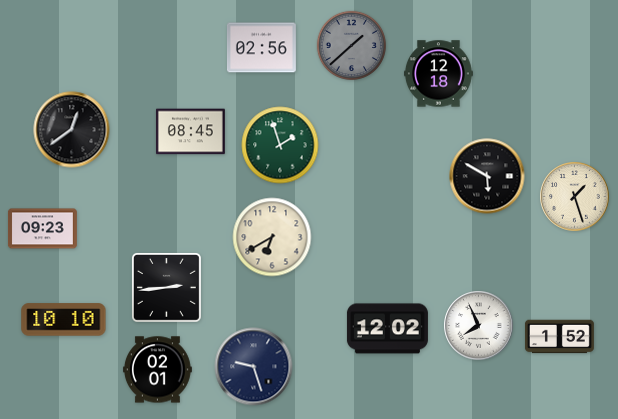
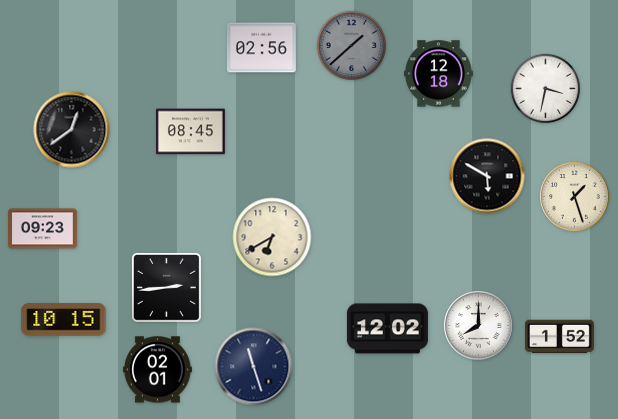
clock at (546, 89): none -> 3:32
clock at (280, 145): 1:57 -> none
clock at (64, 320): 10:10 -> 10:15
clock at (479, 326): 7:56 -> 8:00
clock at (254, 367): 9:27 -> 11:27
